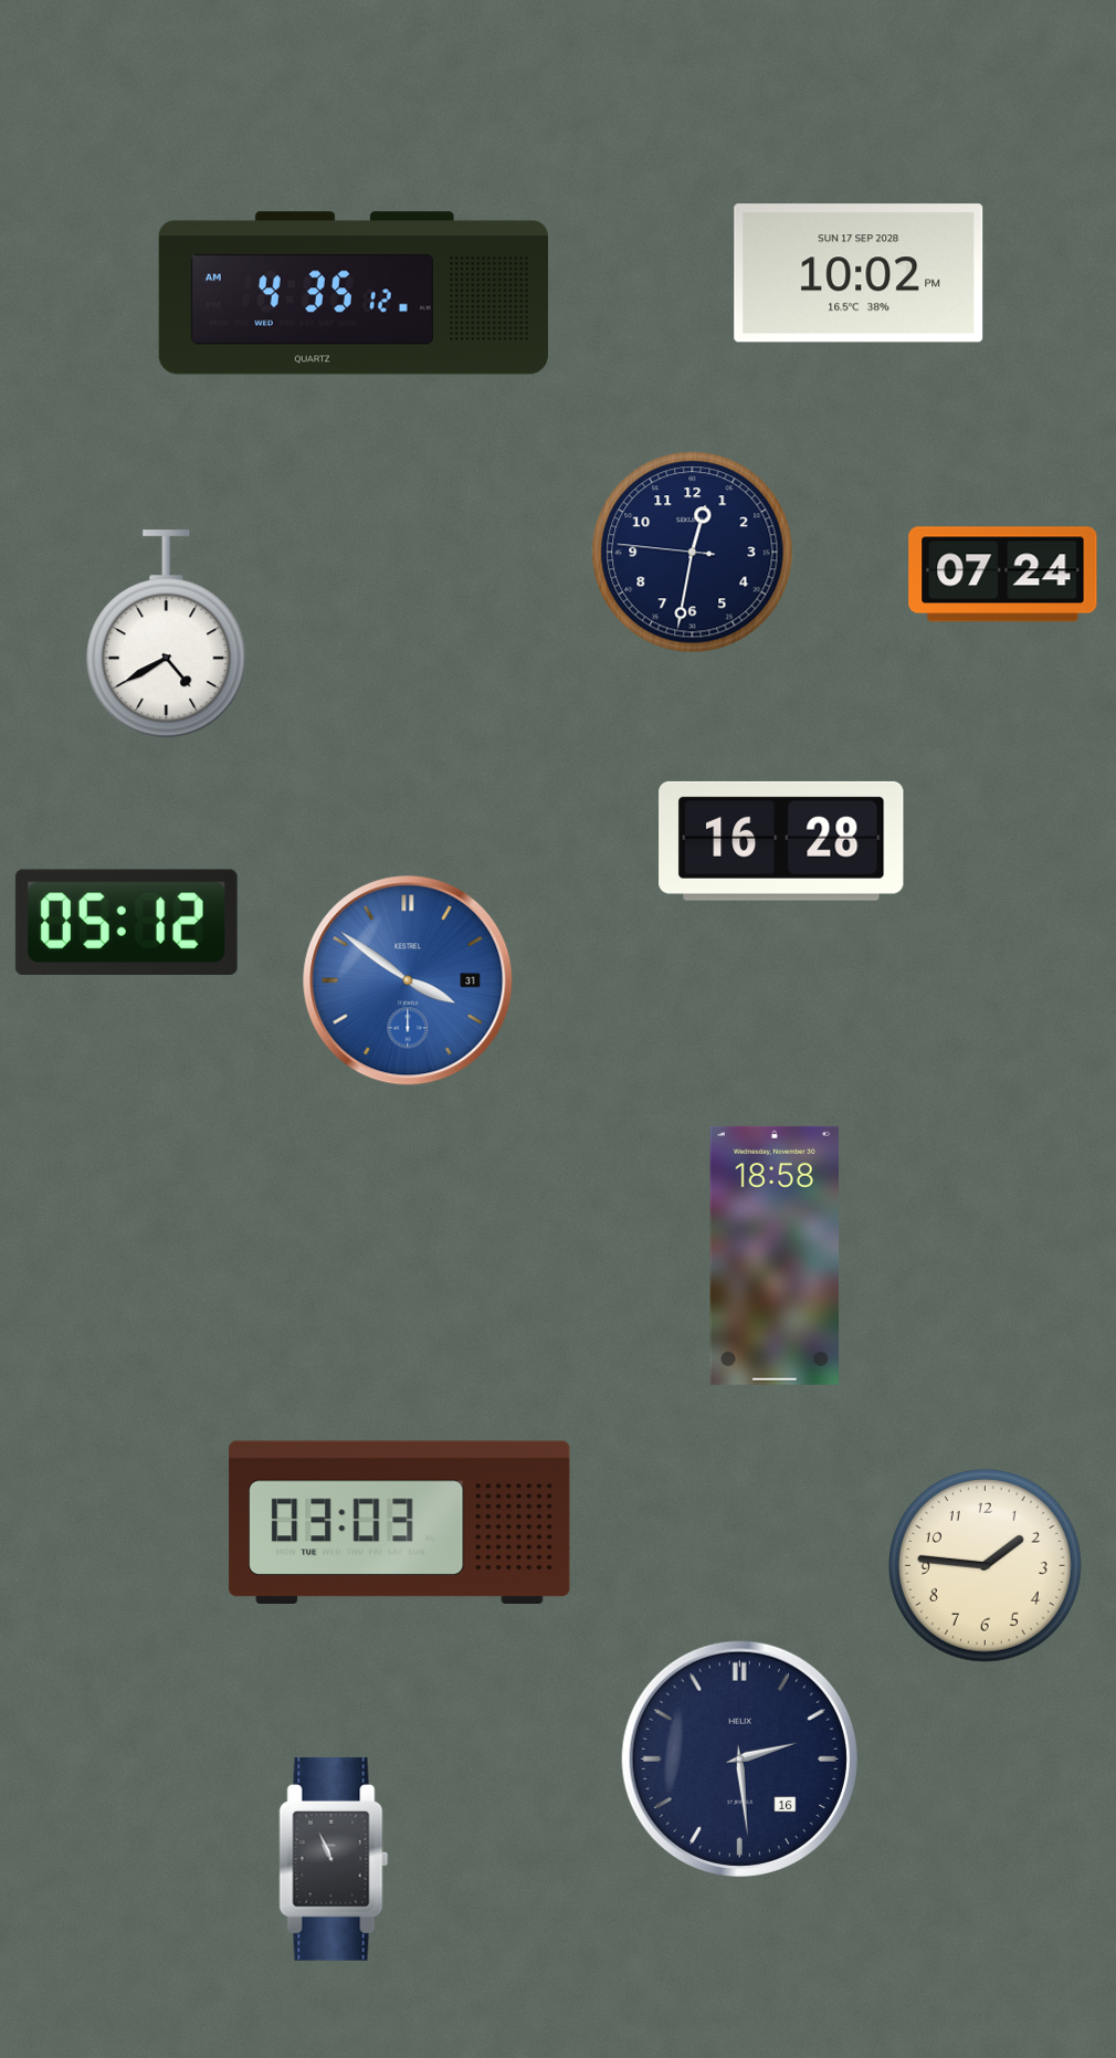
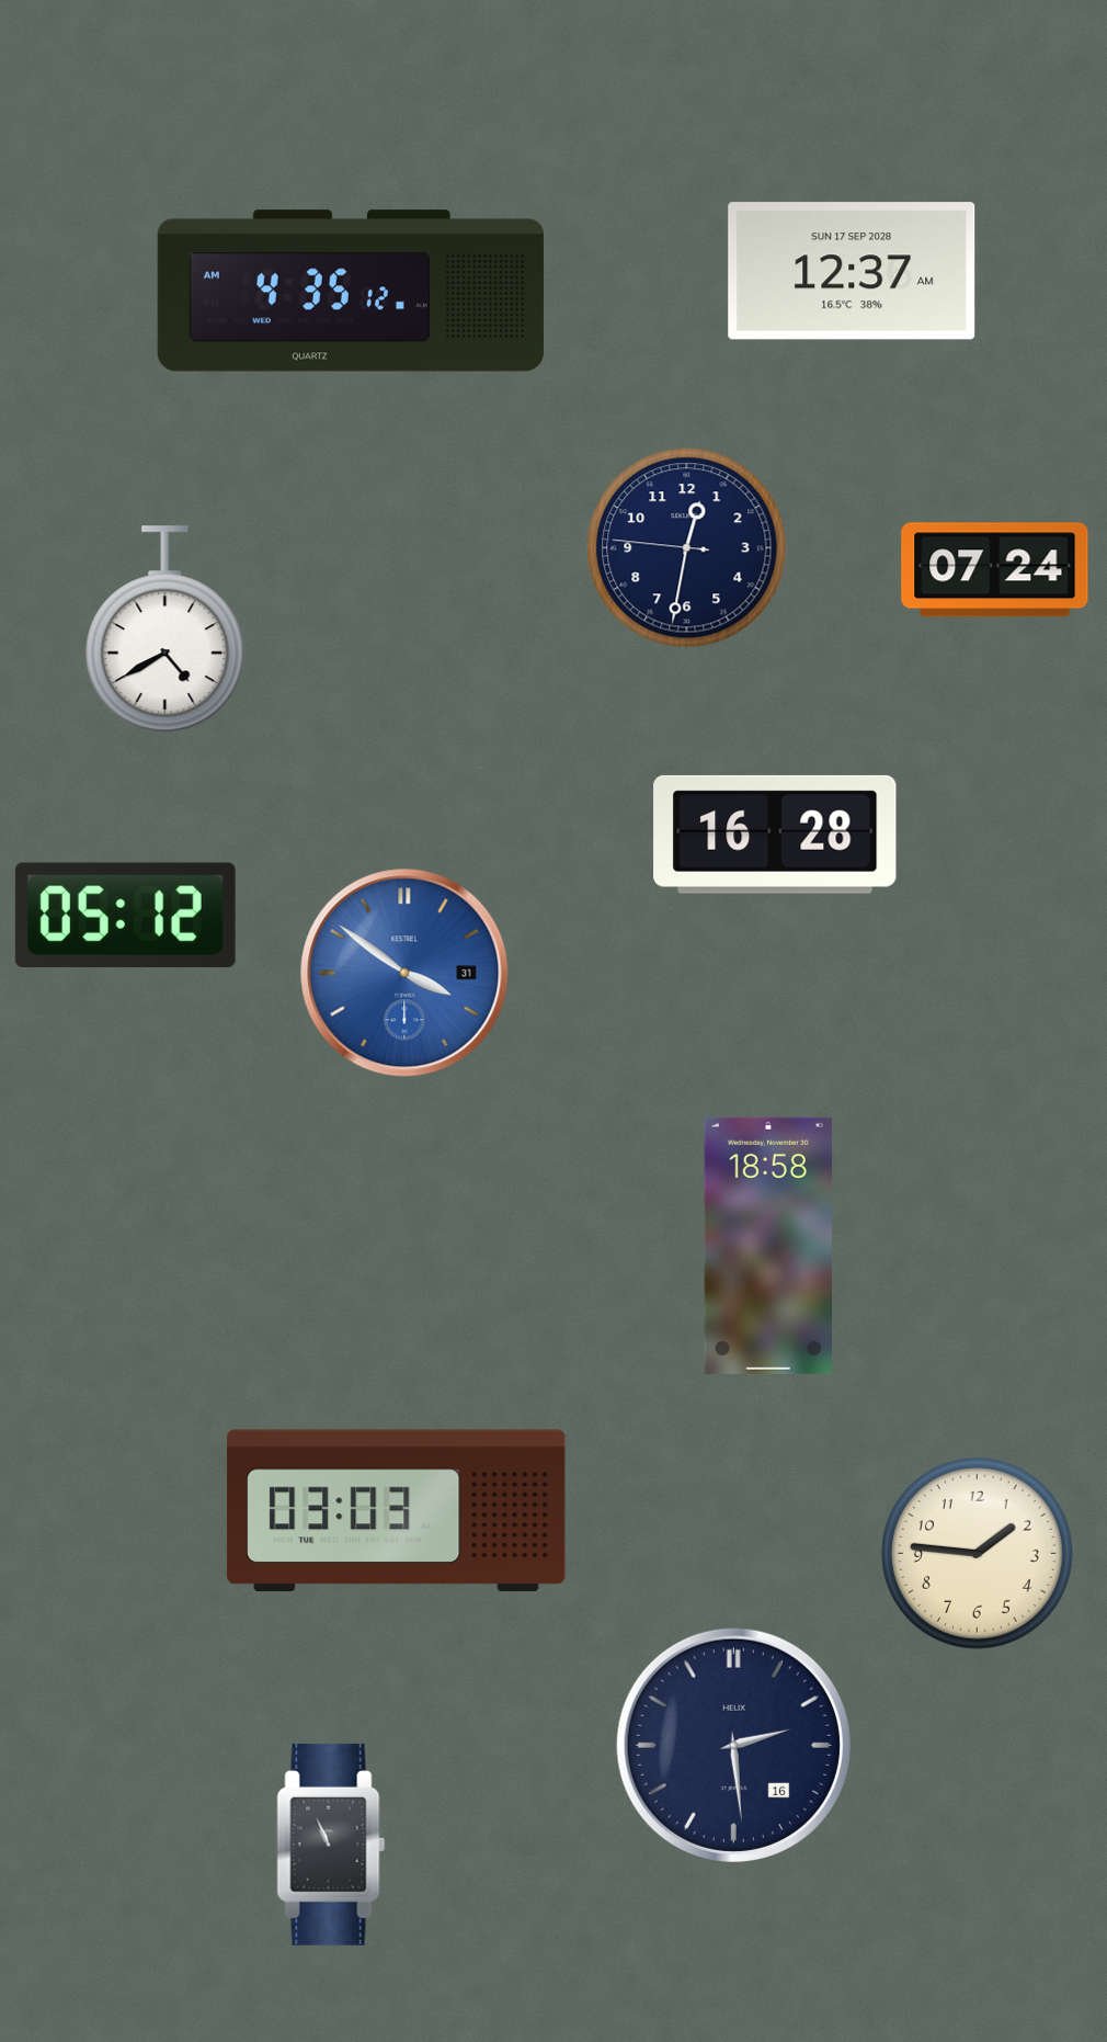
clock at (859, 273): 10:02 -> 12:37
